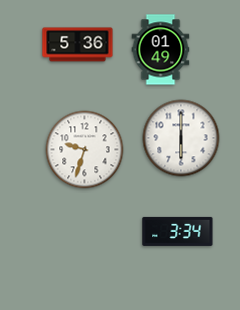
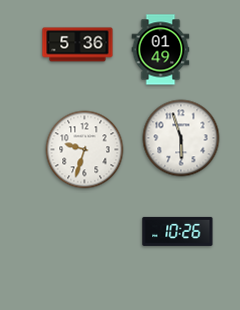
clock at (181, 138): 6:00 -> 5:57
clock at (178, 231): 3:34 -> 10:26
